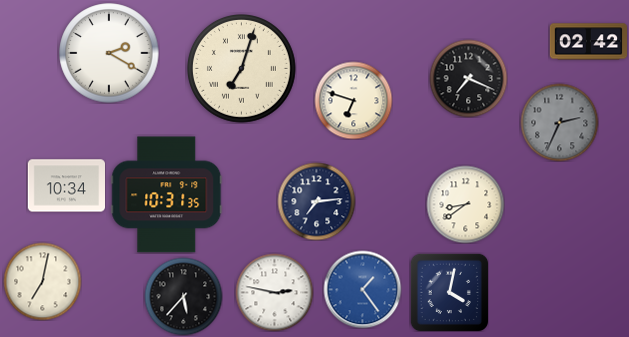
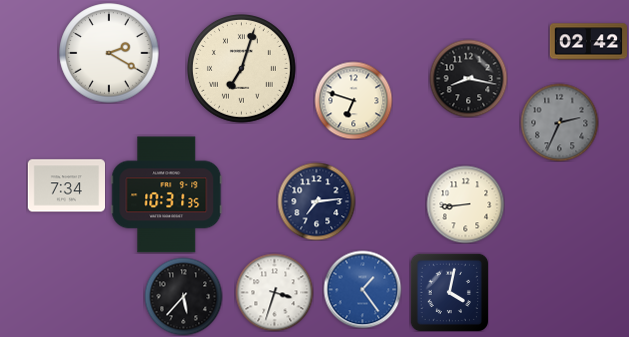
clock at (468, 78): 7:19 -> 8:17
clock at (66, 186): 10:34 -> 7:34
clock at (465, 204): 8:39 -> 8:44
clock at (42, 281): 7:02 -> none
clock at (274, 292): 2:47 -> 3:33
